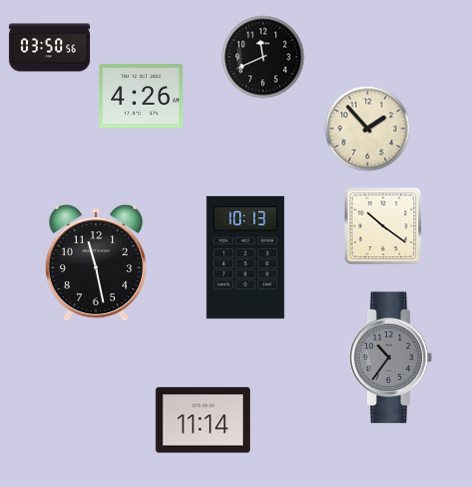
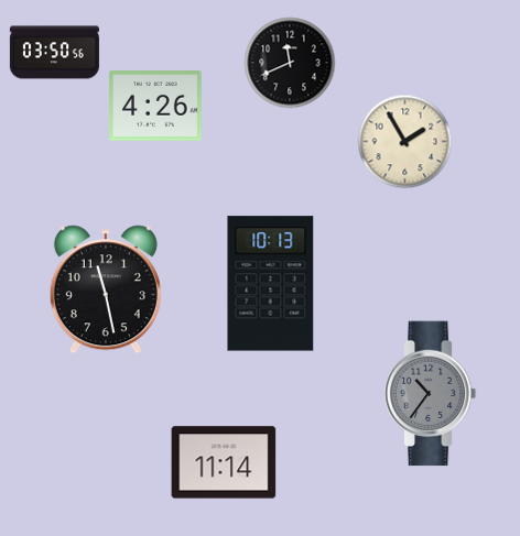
clock at (368, 129): 1:53 -> 1:55
clock at (383, 226): 10:21 -> none
